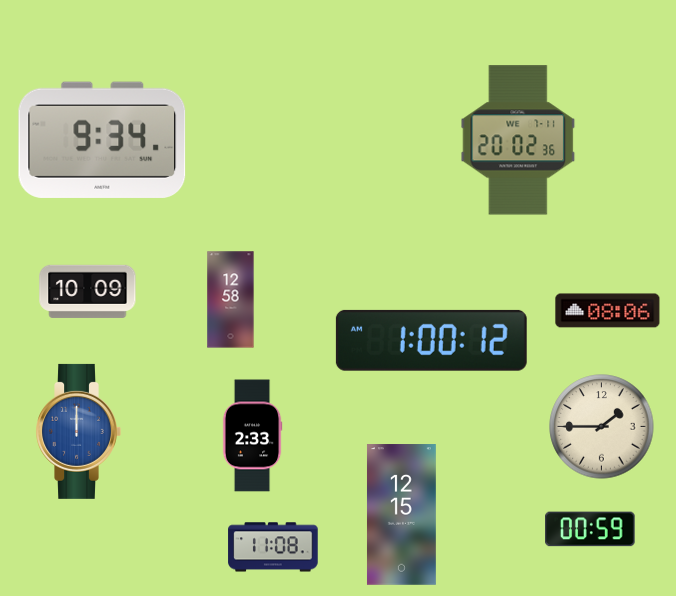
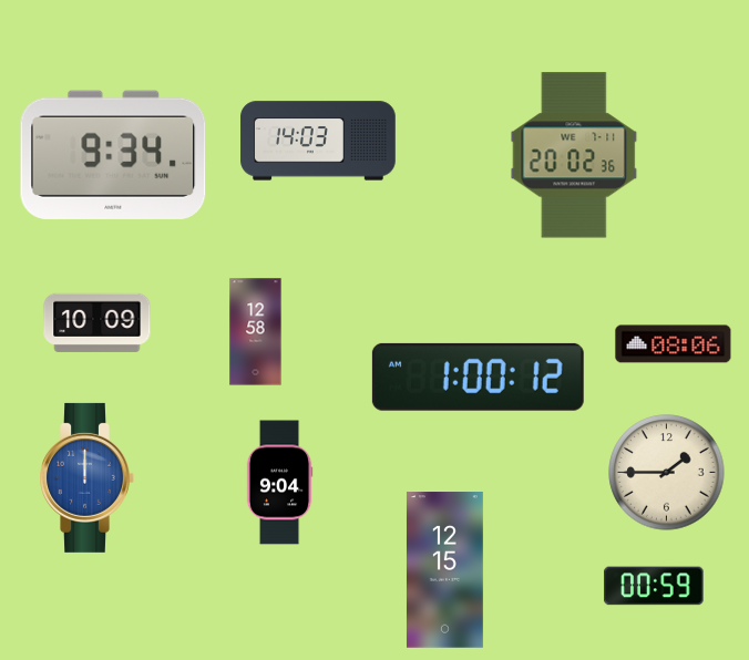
clock at (318, 141): none -> 14:03
clock at (252, 436): 2:33 -> 9:04
clock at (273, 547): 11:08 -> none
